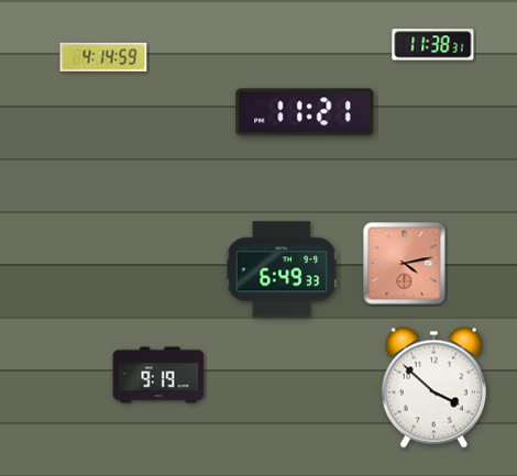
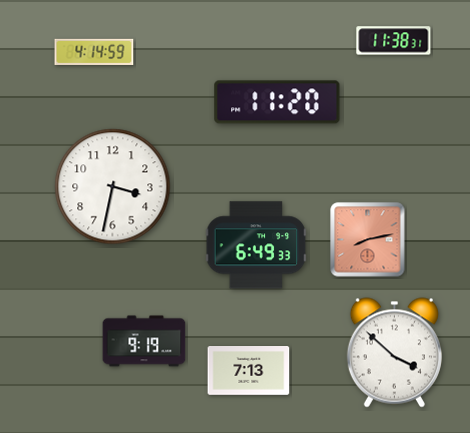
clock at (305, 112): 11:21 -> 11:20
clock at (113, 187): none -> 3:32
clock at (405, 264): 4:13 -> 8:13
clock at (249, 371): none -> 7:13
